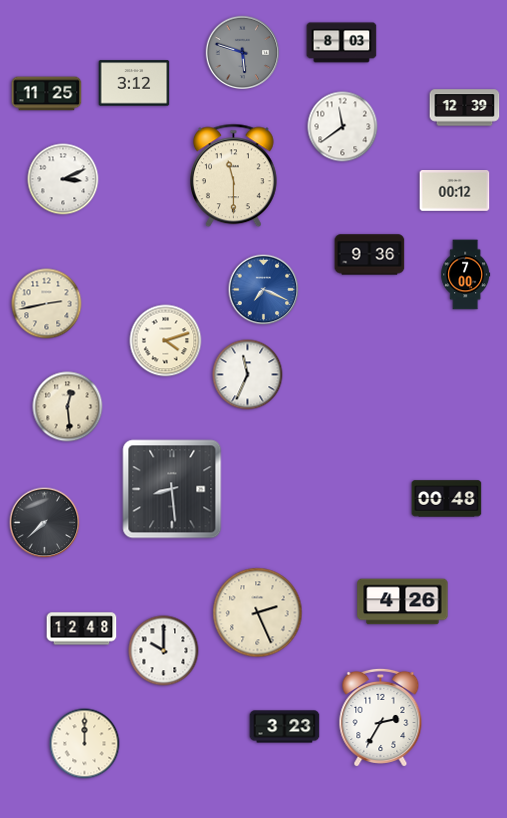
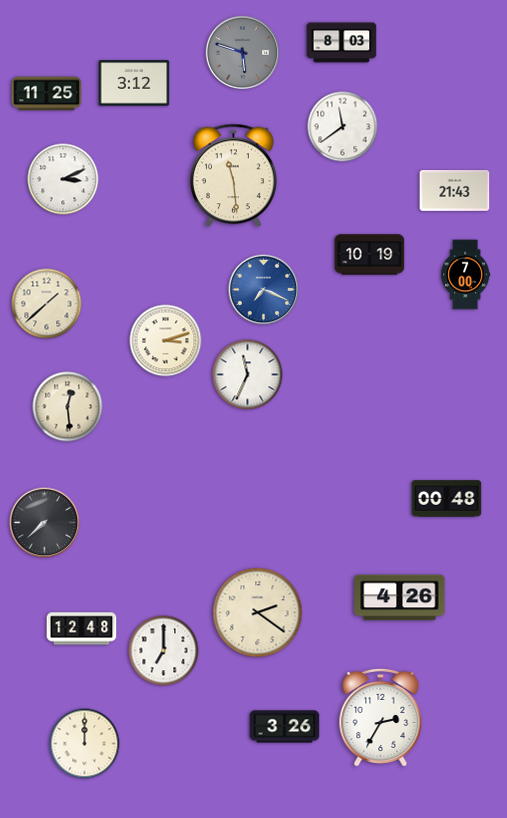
clock at (465, 108): 12:39 -> none
clock at (233, 176): 11:30 -> 11:29
clock at (455, 191): 00:12 -> 21:43
clock at (370, 255): 9:36 -> 10:19
clock at (47, 304): 2:43 -> 1:38
clock at (166, 341): 4:12 -> 3:12
clock at (172, 489): 8:29 -> none
clock at (403, 602) position: (403, 602) -> (400, 598)
clock at (258, 613): 2:26 -> 2:21
clock at (164, 651): 10:00 -> 7:00
clock at (285, 727): 3:23 -> 3:26
